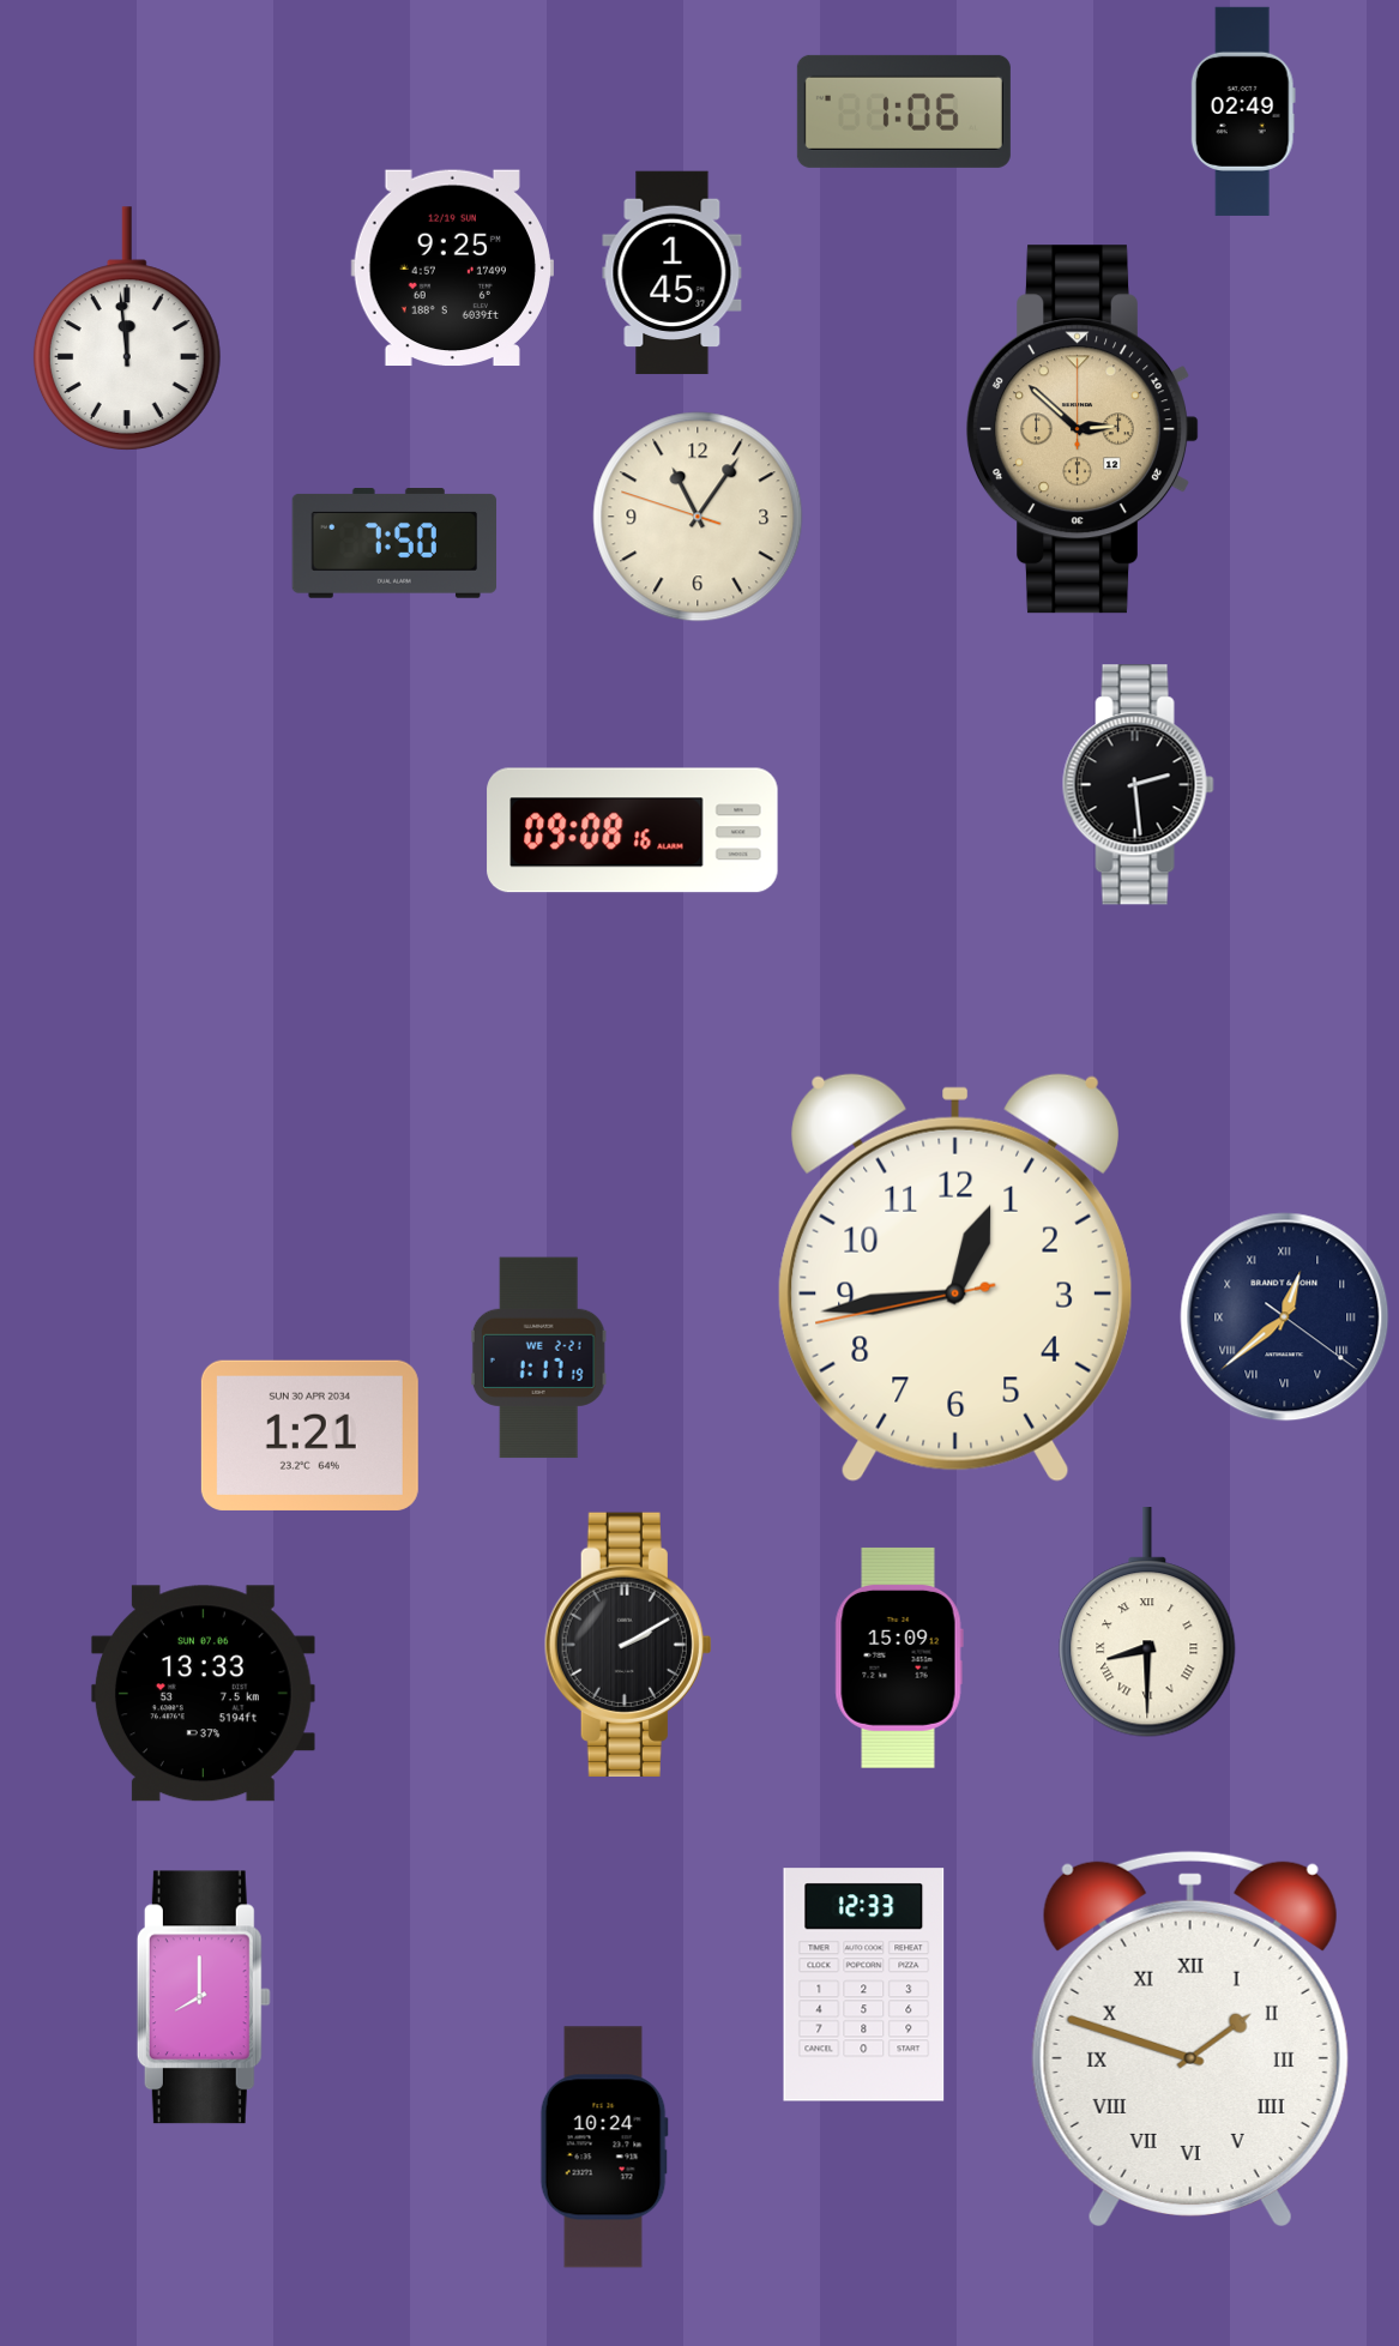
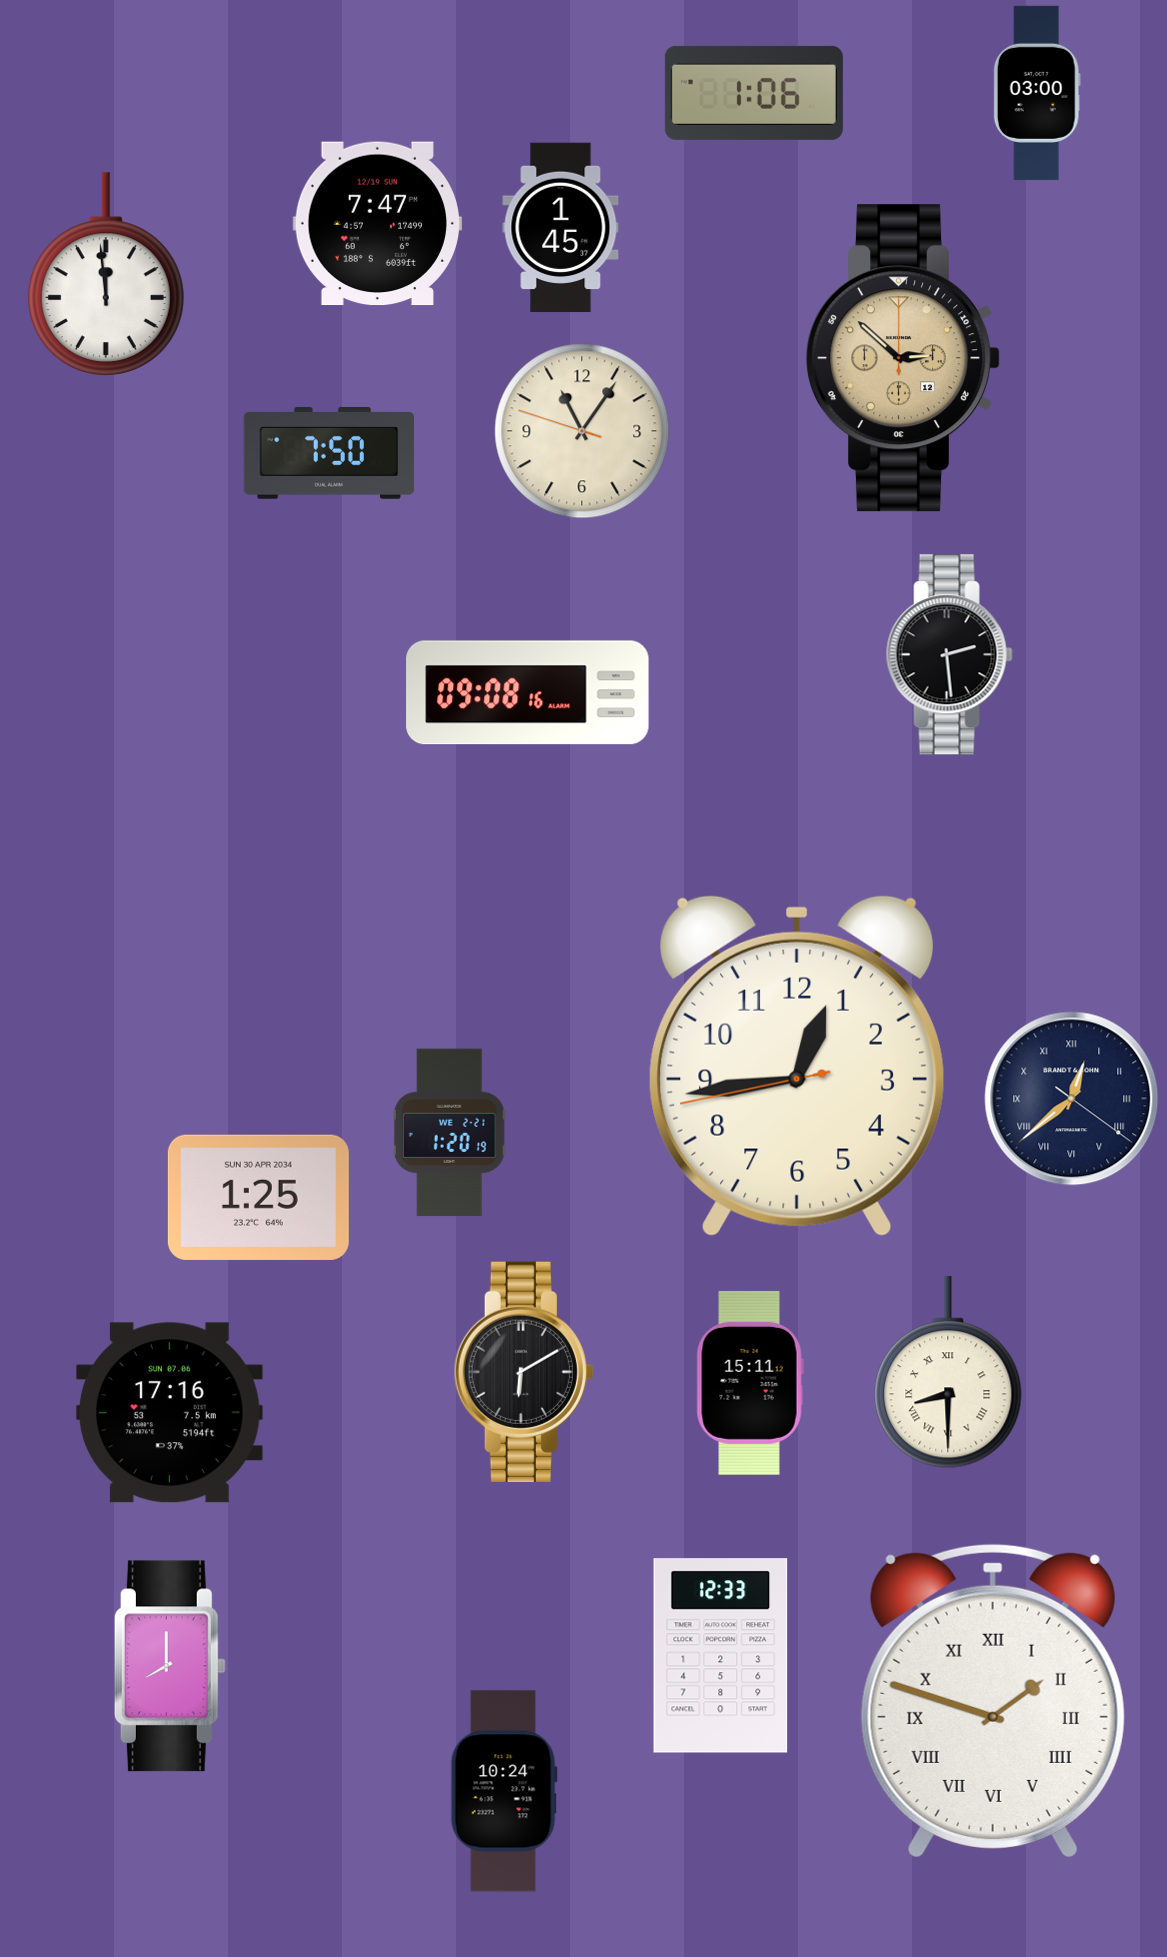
clock at (1243, 111): 02:49 -> 03:00
clock at (452, 269): 9:25 -> 7:47
clock at (538, 1358): 1:17 -> 1:20
clock at (309, 1435): 1:21 -> 1:25
clock at (1147, 1623) position: (1147, 1623) -> (948, 1373)
clock at (628, 1645): 2:10 -> 6:10
clock at (899, 1658): 15:09 -> 15:11
clock at (203, 1694): 13:33 -> 17:16
